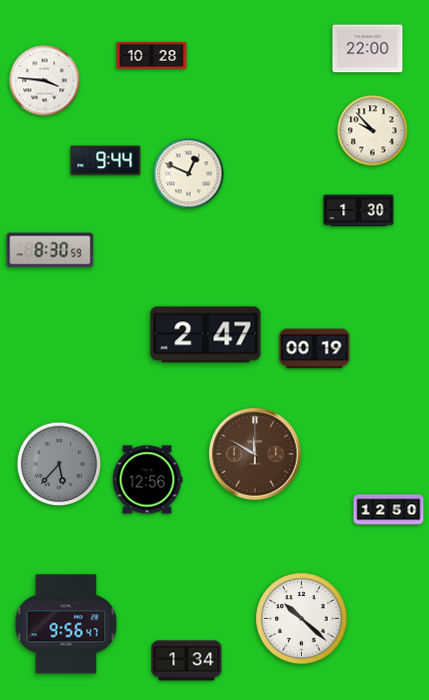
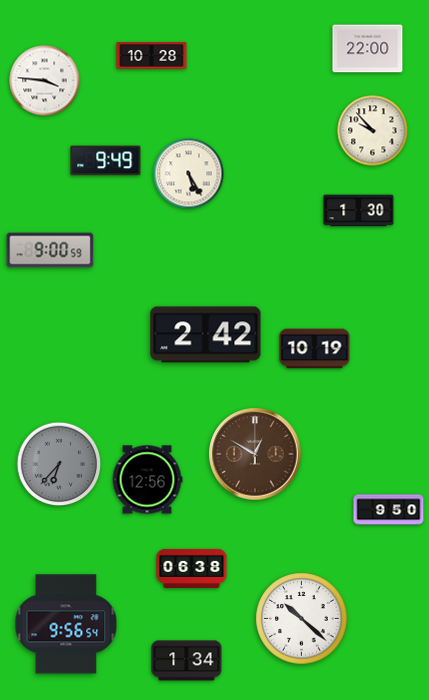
clock at (106, 161): 9:44 -> 9:49
clock at (189, 174): 12:49 -> 5:25
clock at (50, 250): 8:30 -> 9:00
clock at (206, 335): 2:47 -> 2:42
clock at (315, 349): 00:19 -> 10:19
clock at (255, 454): 11:50 -> 12:50
clock at (59, 464): 5:37 -> 6:37
clock at (389, 510): 12:50 -> 9:50
clock at (192, 568): none -> 06:38
clock at (66, 624): 9:56:47 -> 9:56:54
